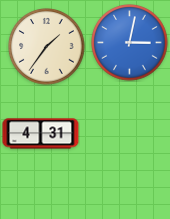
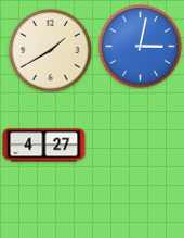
clock at (47, 47): 1:36 -> 1:40
clock at (41, 134): 4:31 -> 4:27
